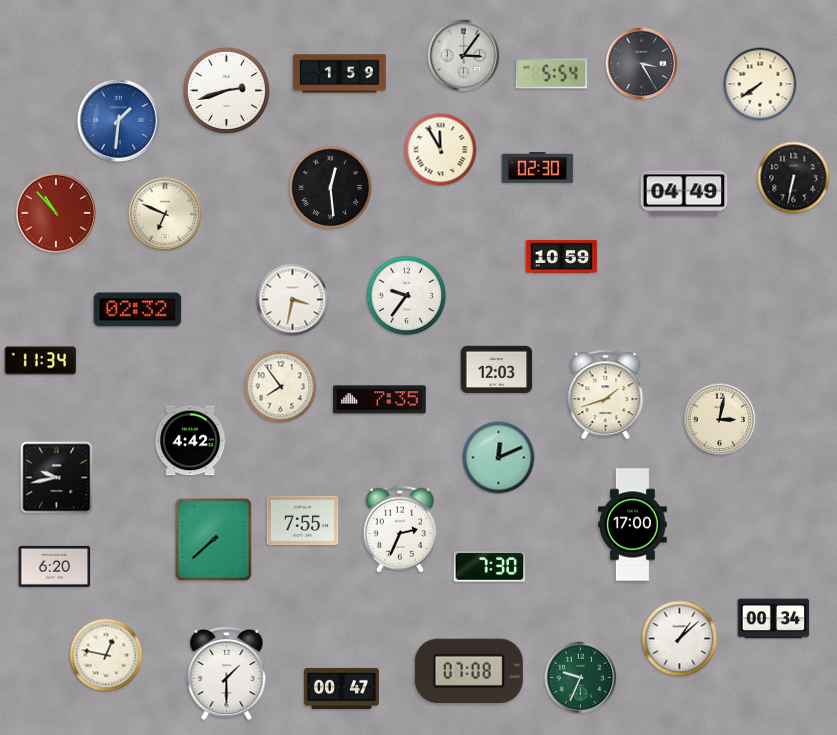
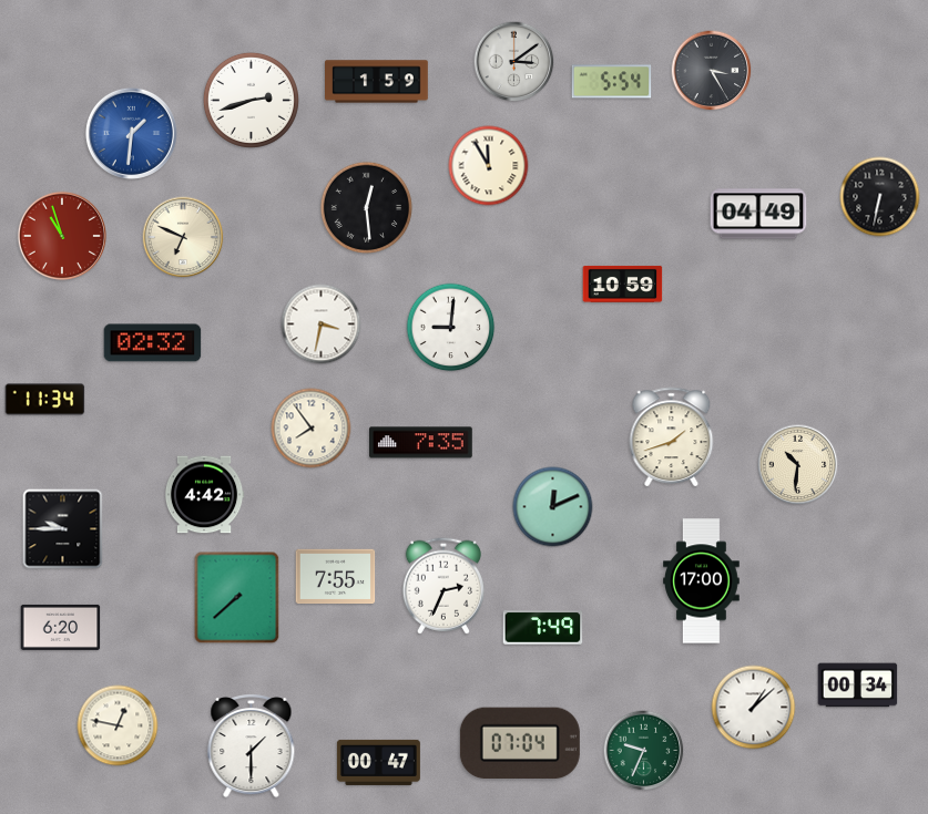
clock at (464, 56): 3:06 -> 3:09
clock at (760, 84): 7:39 -> none
clock at (538, 168): 02:30 -> none
clock at (56, 213): 10:53 -> 10:57
clock at (407, 296): 9:36 -> 9:01
clock at (293, 300) position: (293, 300) -> (322, 324)
clock at (497, 370): 12:03 -> none
clock at (720, 420): 3:02 -> 10:31
clock at (190, 441) position: (190, 441) -> (204, 495)
clock at (57, 478): 9:43 -> 9:45
clock at (490, 567): 7:30 -> 7:49
clock at (469, 671): 07:08 -> 07:04
